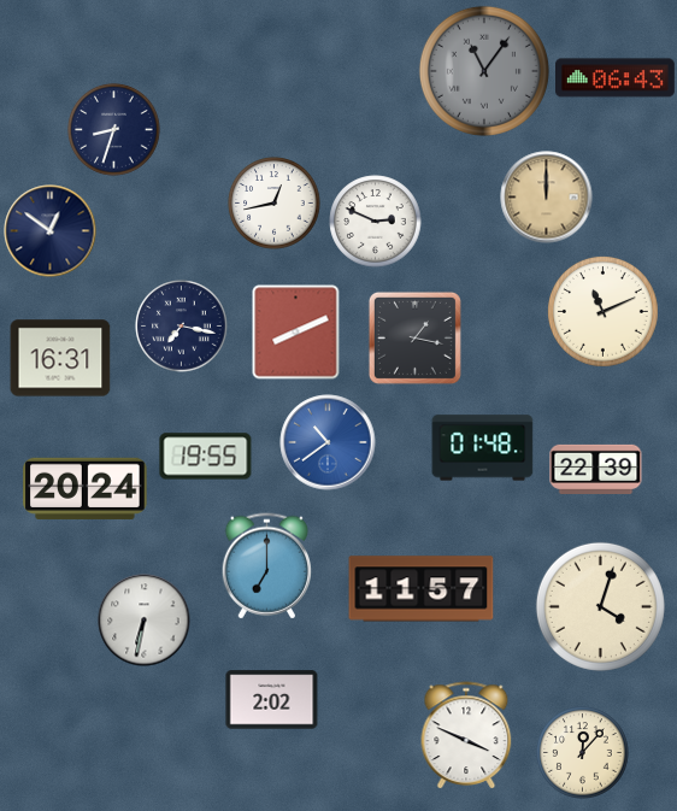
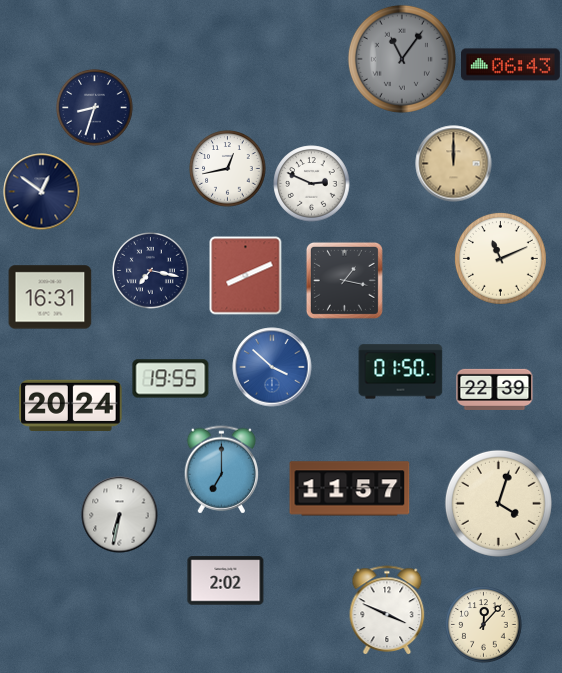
clock at (328, 442): 10:39 -> 3:52
clock at (483, 448): 01:48 -> 01:50
